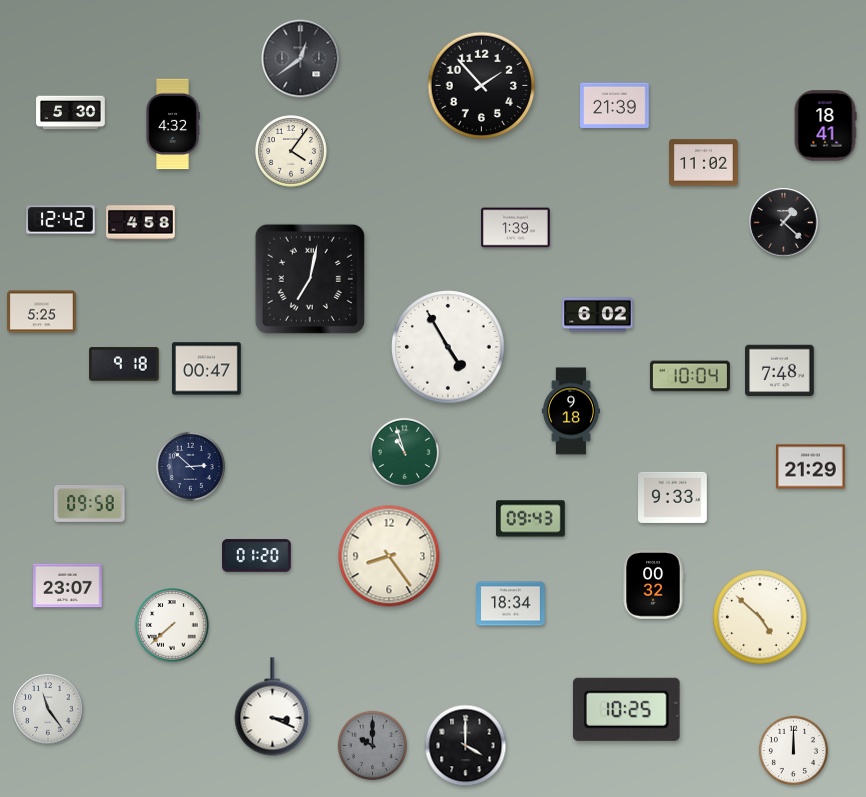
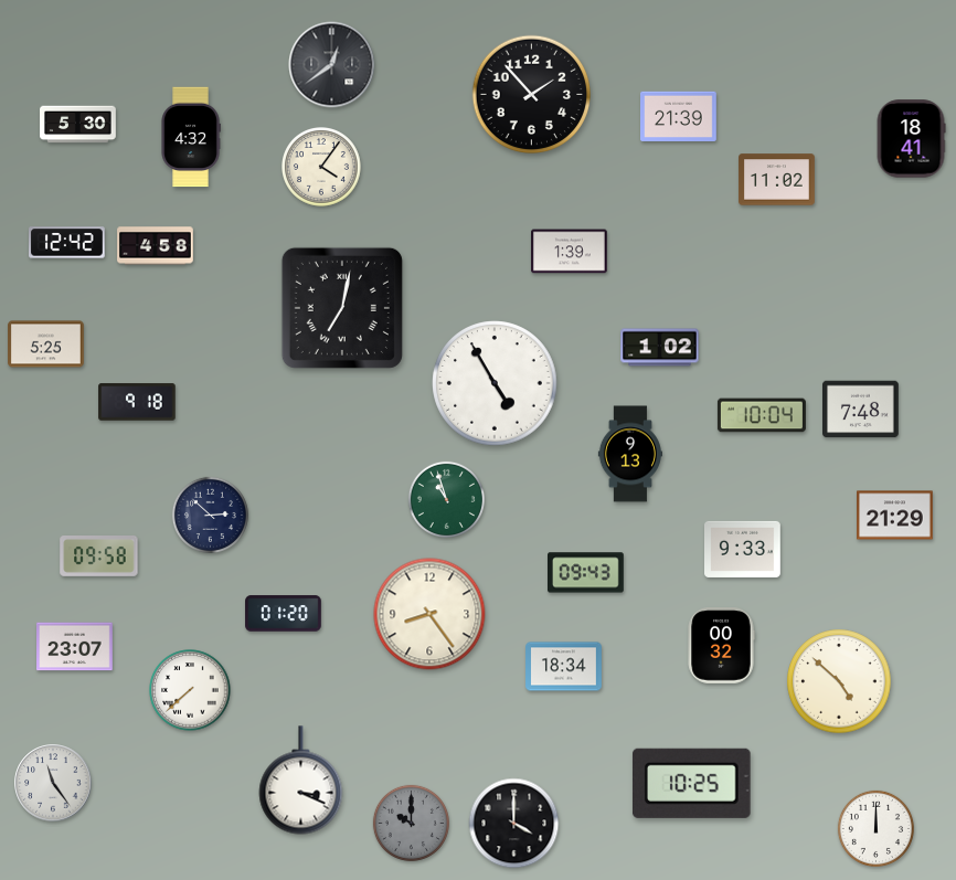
clock at (784, 223): 1:22 -> none
clock at (598, 315): 6:02 -> 1:02
clock at (207, 369): 00:47 -> none
clock at (571, 411): 9:18 -> 9:13
